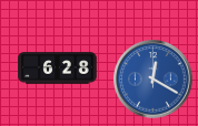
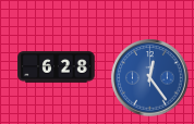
clock at (154, 80): 12:20 -> 12:24
